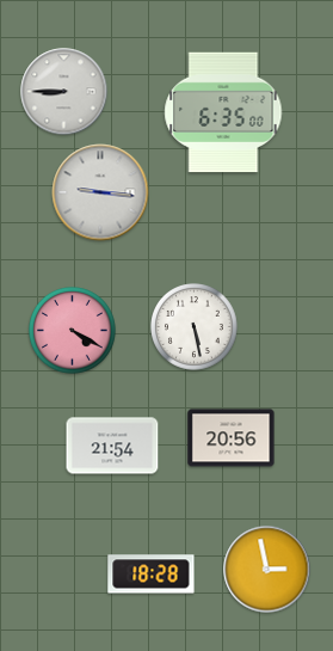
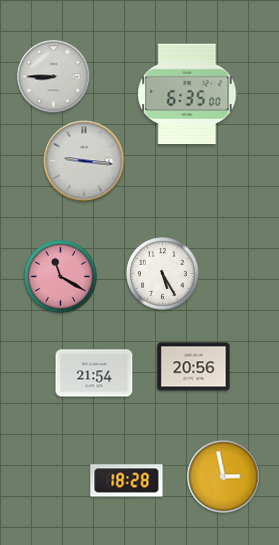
clock at (195, 327): 5:28 -> 5:25
clock at (73, 331): 4:20 -> 11:20
